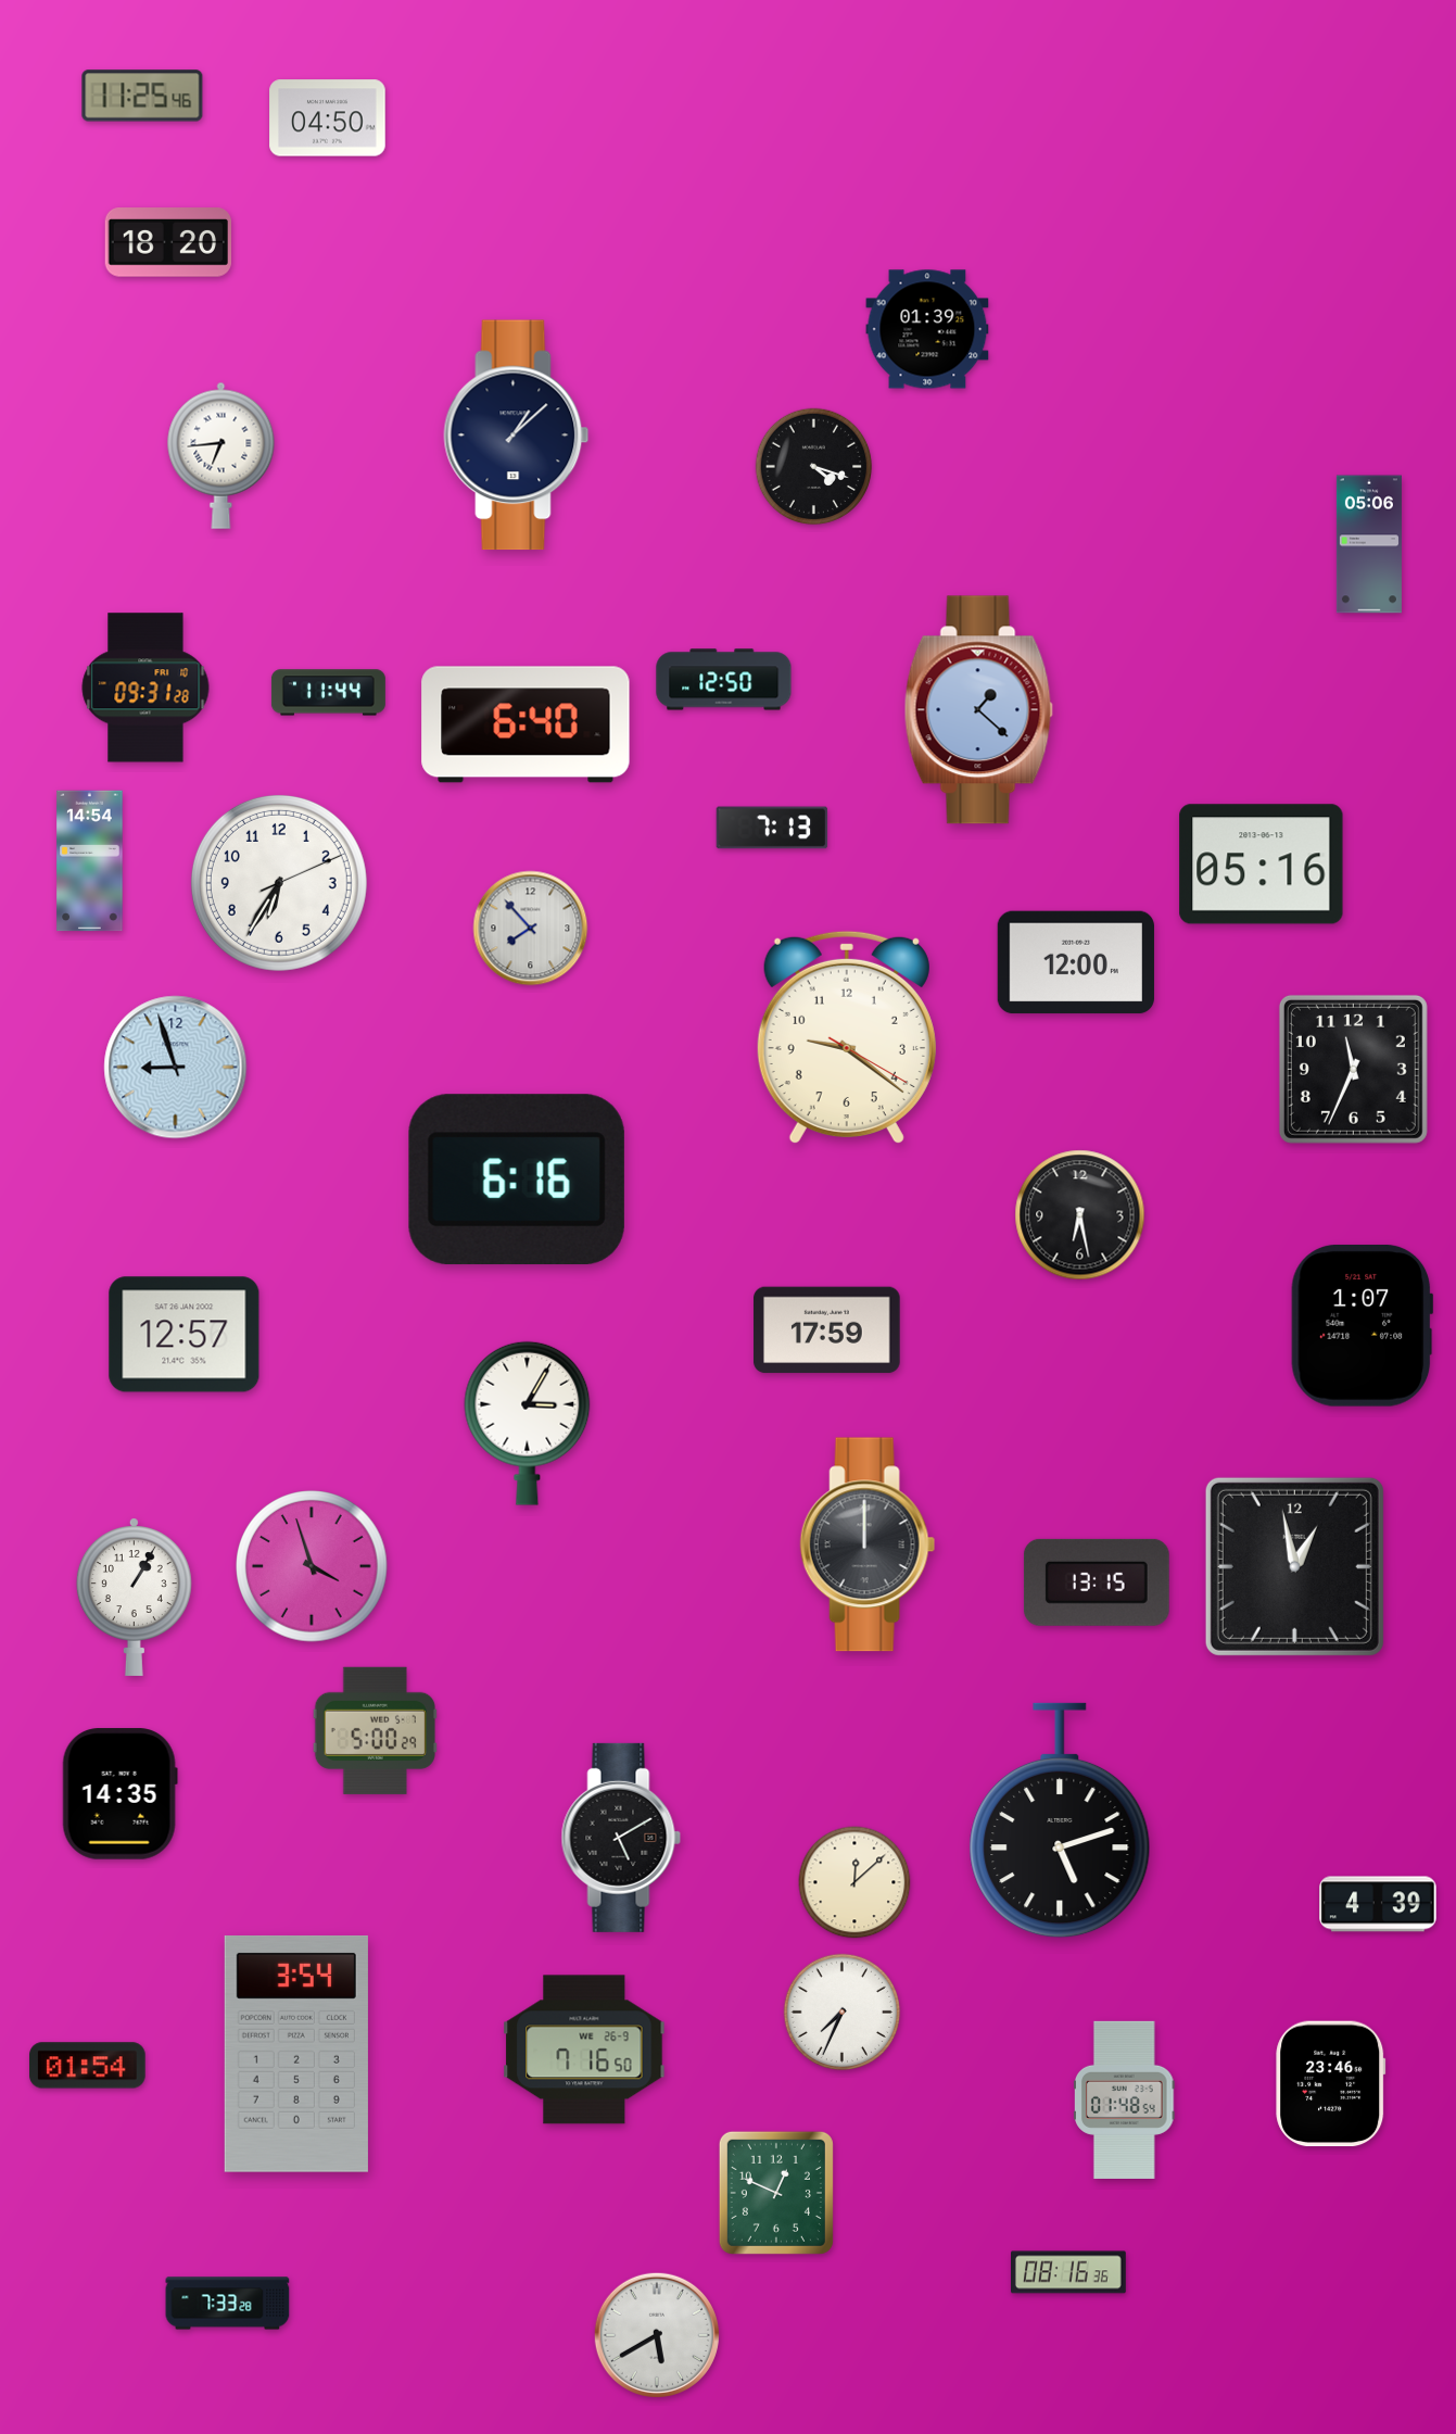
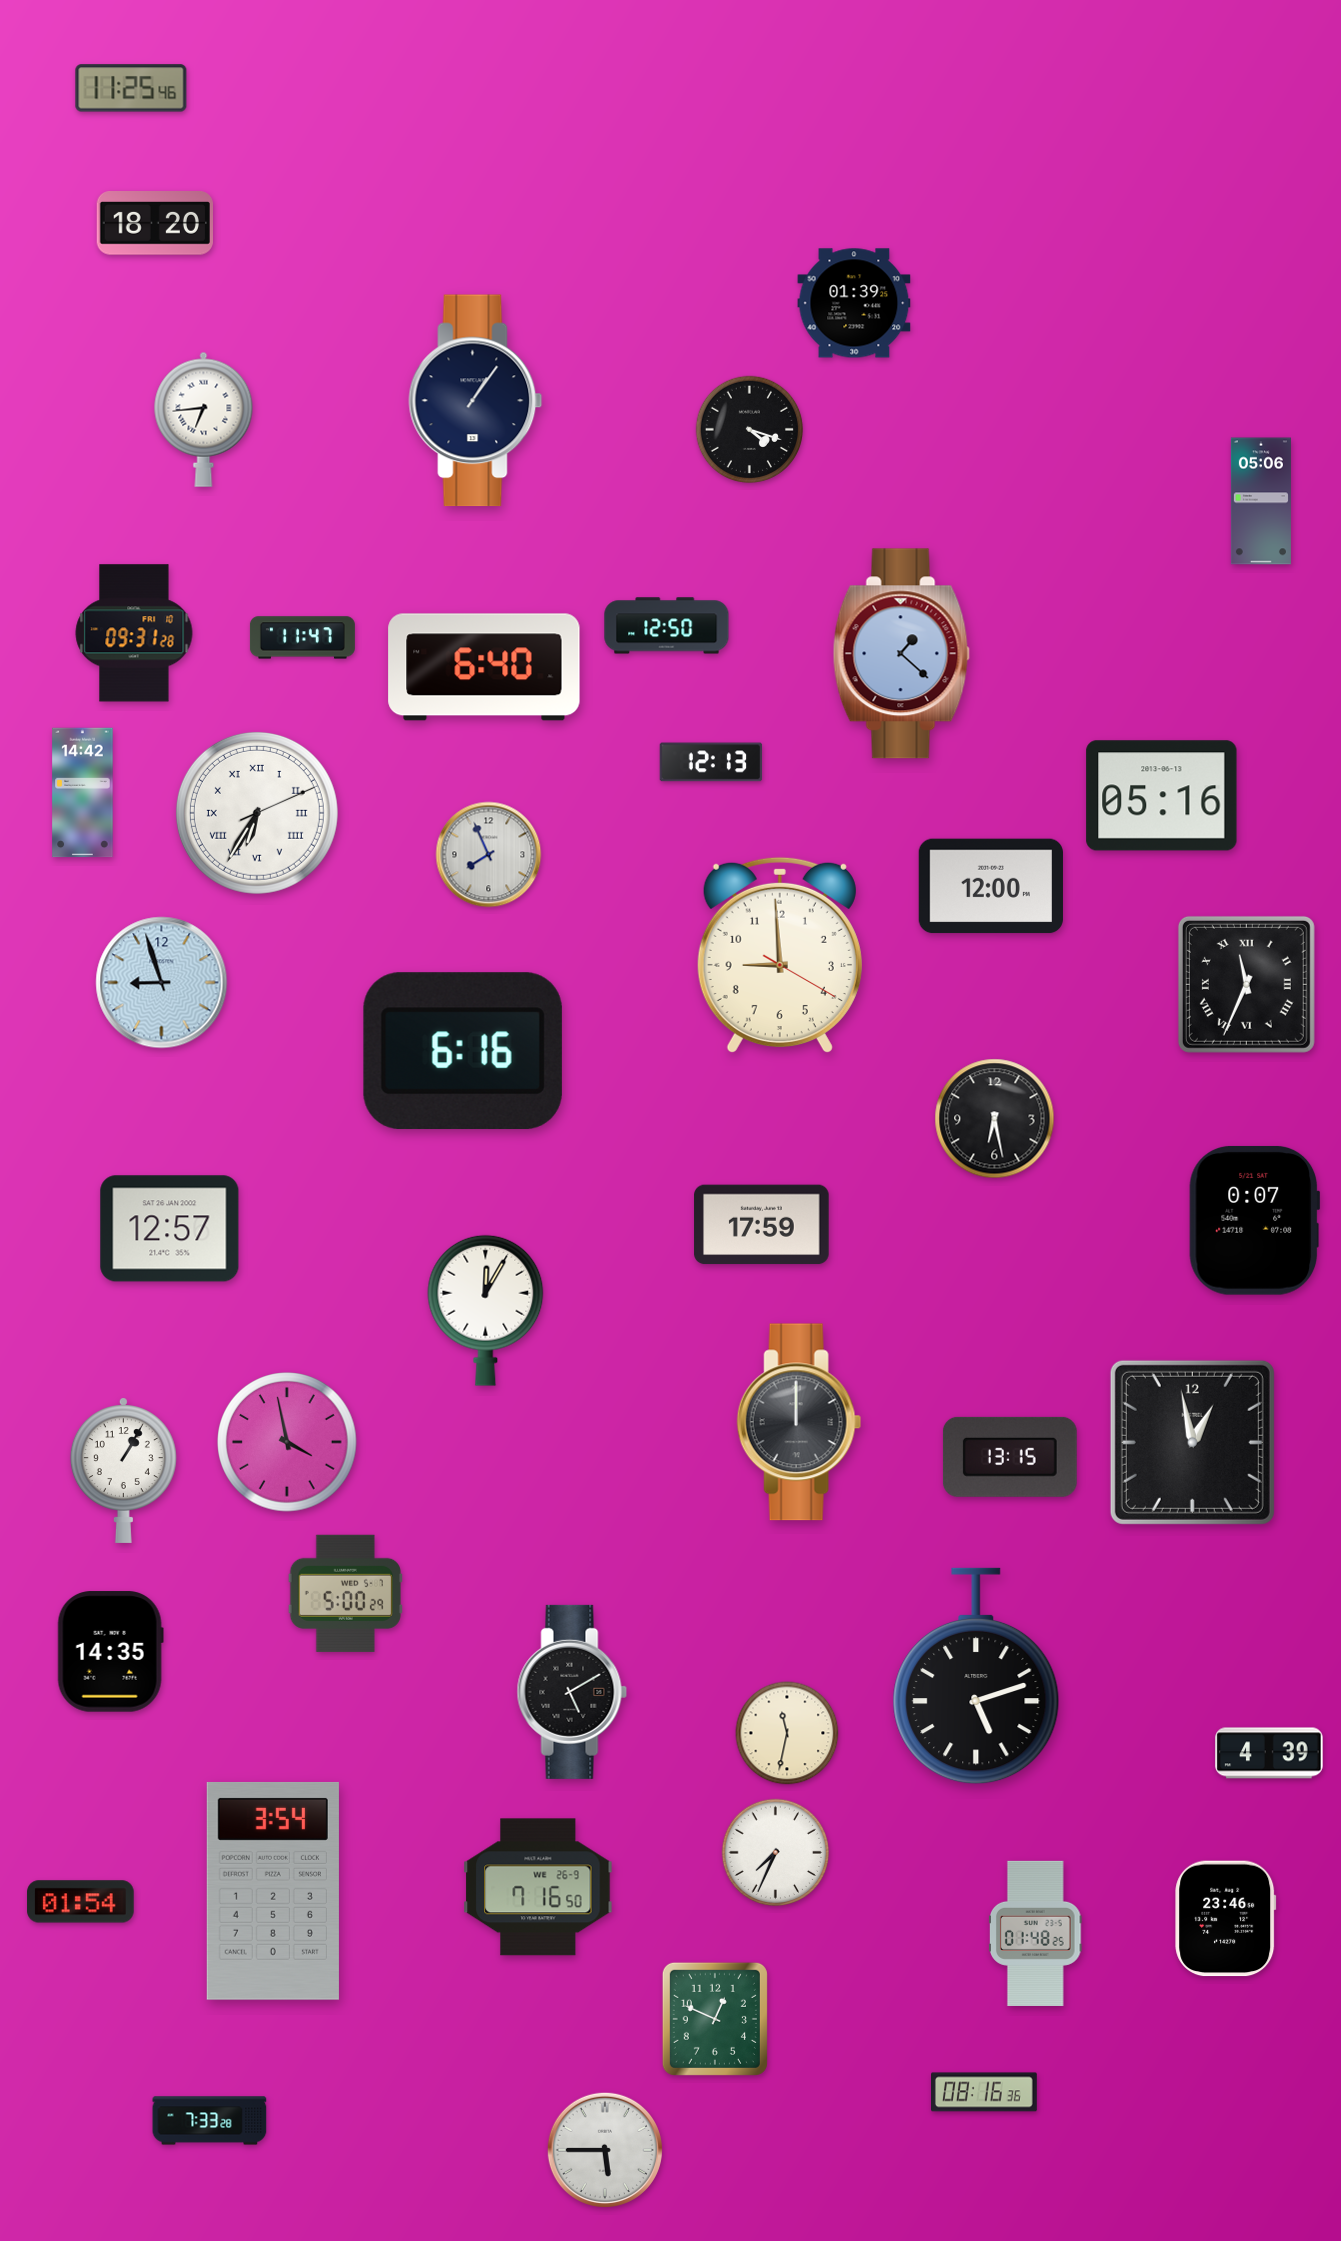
clock at (328, 118): 04:50 -> none
clock at (517, 436): 1:08 -> 1:06
clock at (328, 693): 11:44 -> 11:47
clock at (772, 828): 7:13 -> 12:13
clock at (90, 861): 14:54 -> 14:42
clock at (279, 883) numerals: Arabic -> Roman
clock at (531, 929): 7:53 -> 7:56
clock at (847, 1037): 9:21 -> 8:59
clock at (1353, 1069) numerals: Arabic -> Roman
clock at (517, 1180) position: (517, 1180) -> (463, 1051)
clock at (1362, 1325): 1:07 -> 0:07
clock at (528, 1423): 3:05 -> 12:05
clock at (312, 1566): 3:57 -> 3:58
clock at (854, 1882): 12:08 -> 11:32
clock at (1125, 2099): 01:48:54 -> 01:48:25
clock at (656, 2334): 5:40 -> 5:45
